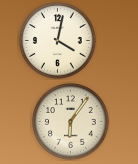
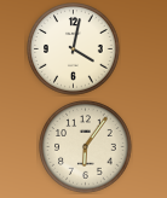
clock at (58, 41) position: (58, 41) -> (74, 49)
